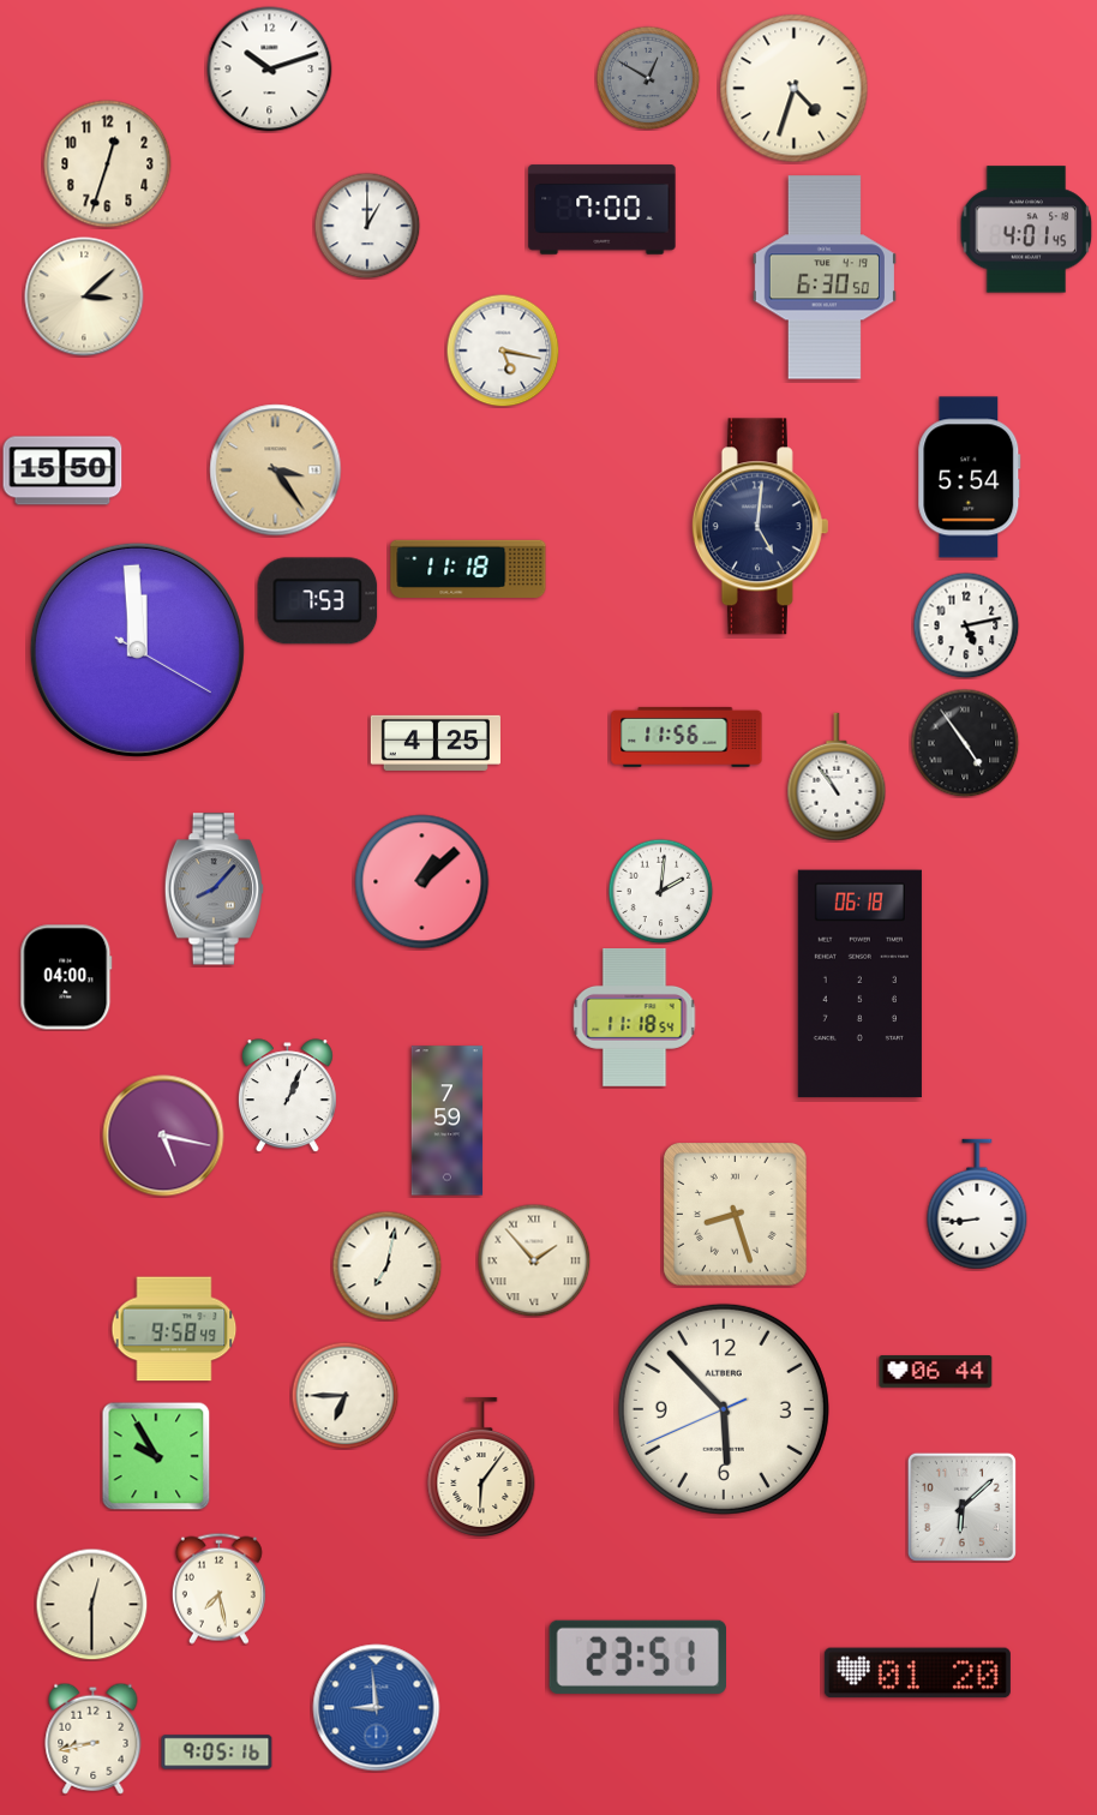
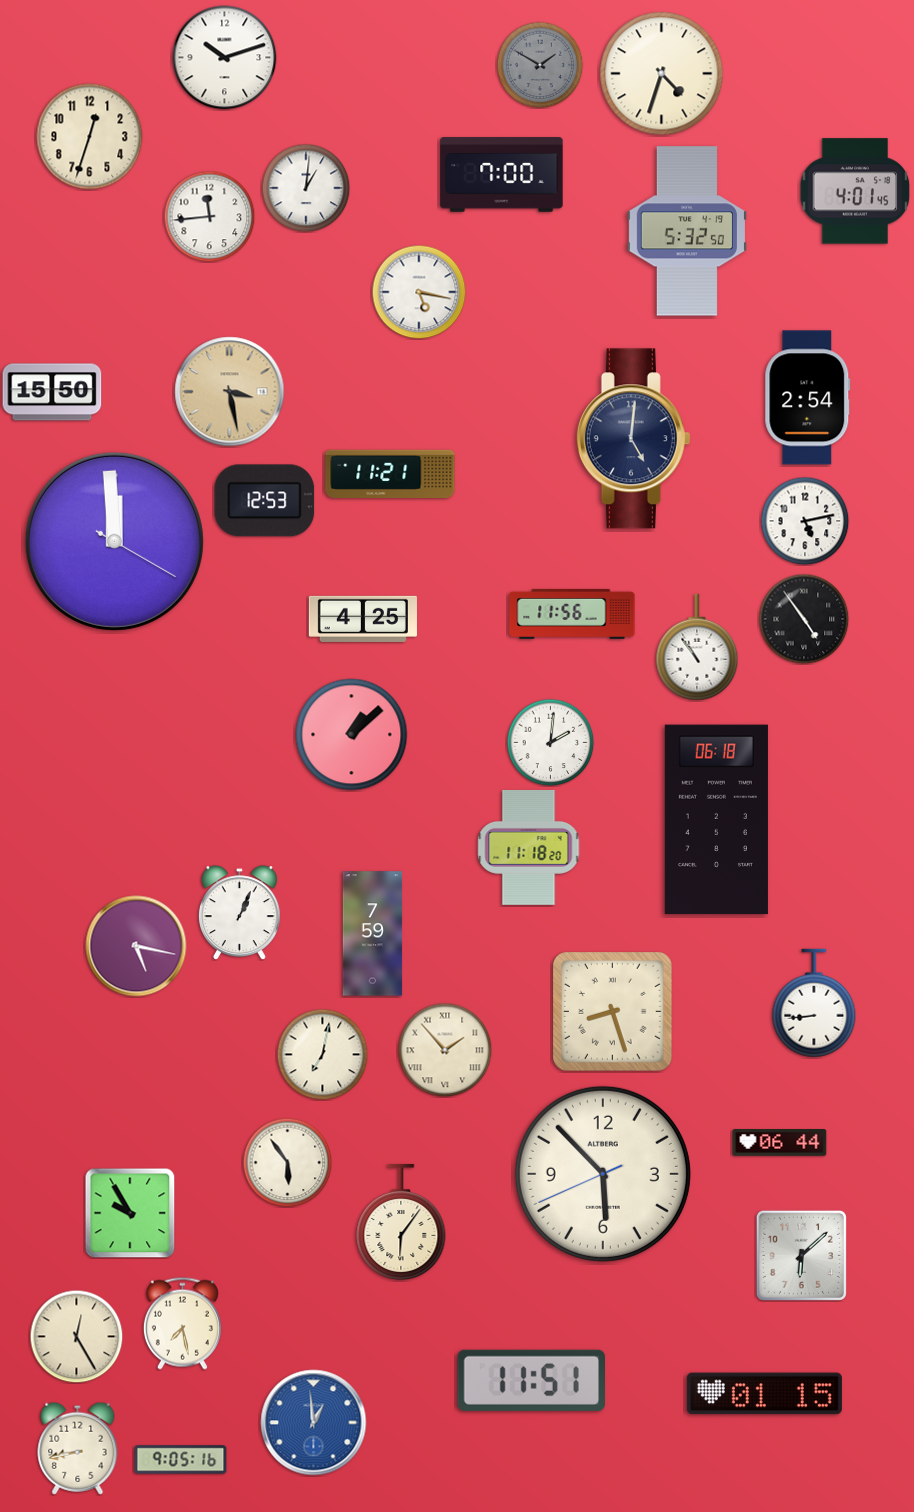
clock at (648, 78): 12:50 -> 1:50
clock at (367, 226): 1:00 -> 1:01
clock at (209, 216): none -> 11:44
clock at (825, 277): 6:30 -> 5:32
clock at (84, 296): 3:08 -> none
clock at (276, 471): 3:24 -> 3:28
clock at (970, 478): 5:54 -> 2:54
clock at (468, 569): 11:18 -> 11:21
clock at (318, 601): 7:53 -> 12:53
clock at (214, 889): 8:07 -> none
clock at (66, 977): 04:00 -> none
clock at (635, 1017): 11:18:54 -> 11:18:20
clock at (174, 1329): 9:58 -> none
clock at (344, 1395): 6:45 -> 5:54
clock at (91, 1604): 12:30 -> 12:25
clock at (637, 1657): 23:51 -> 11:51
clock at (917, 1673): 01:20 -> 01:15
clock at (377, 1708): 8:59 -> 12:59
